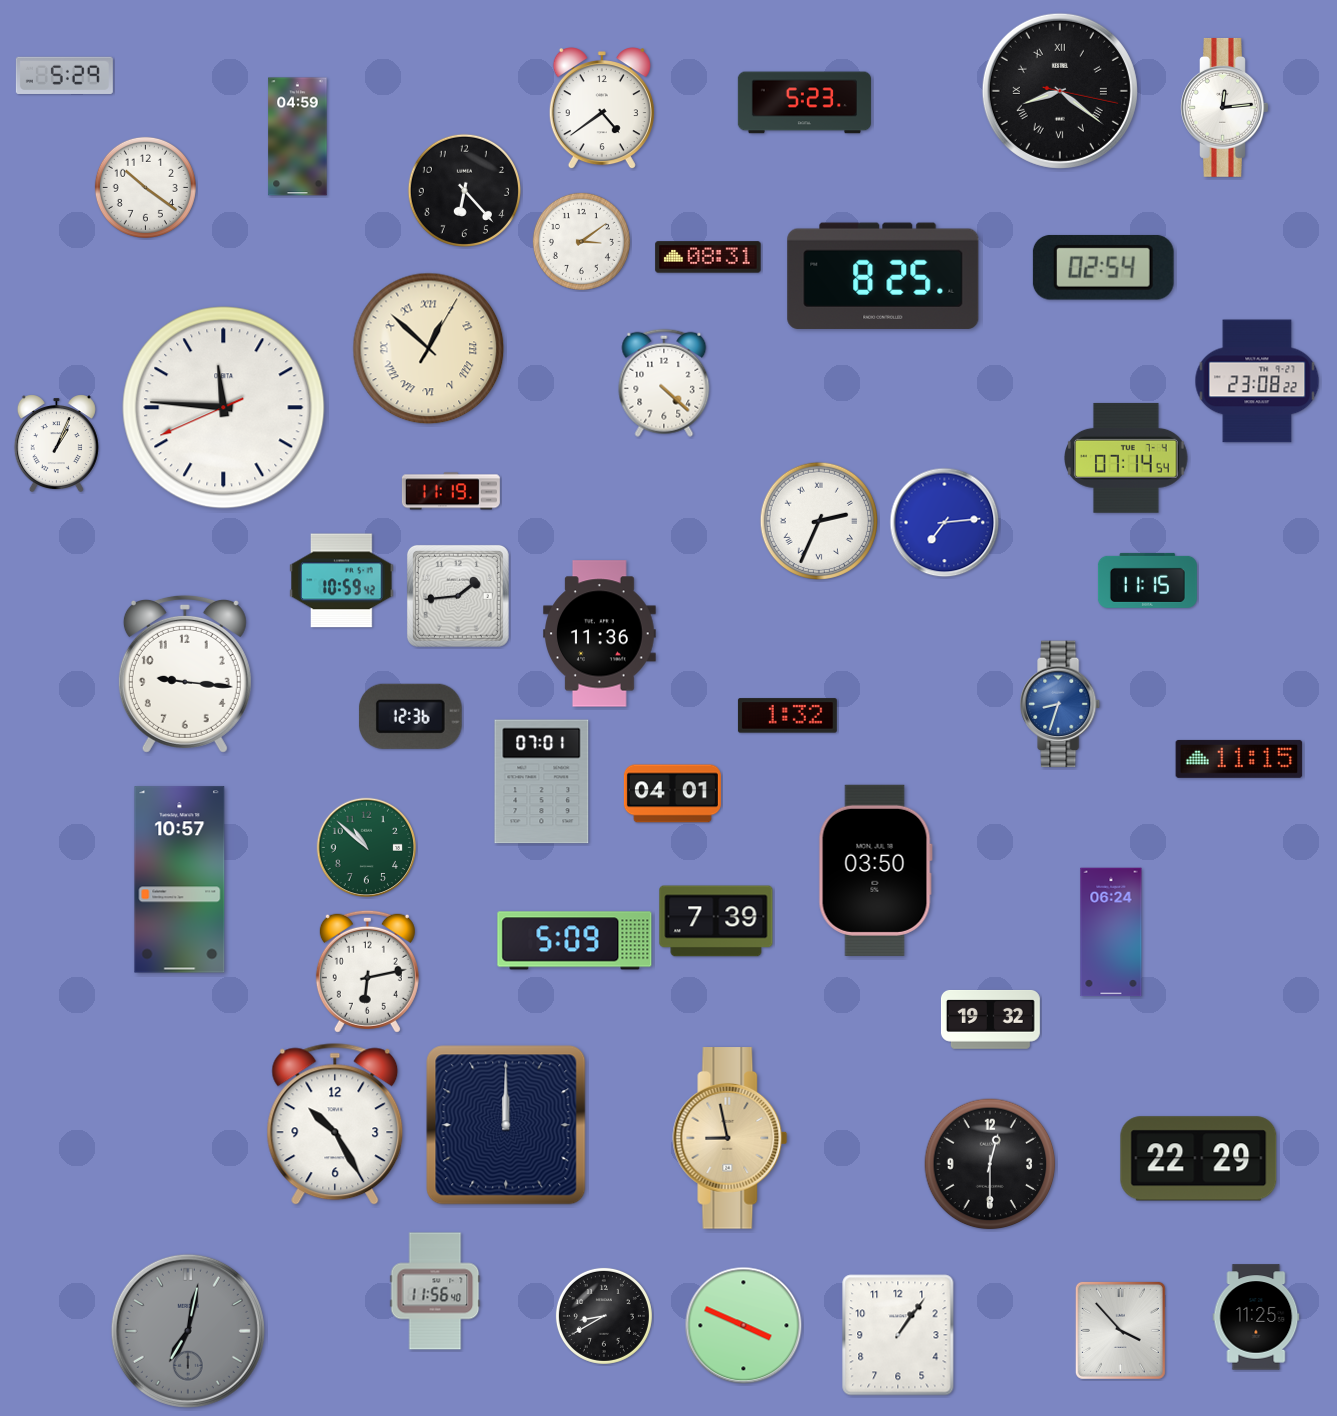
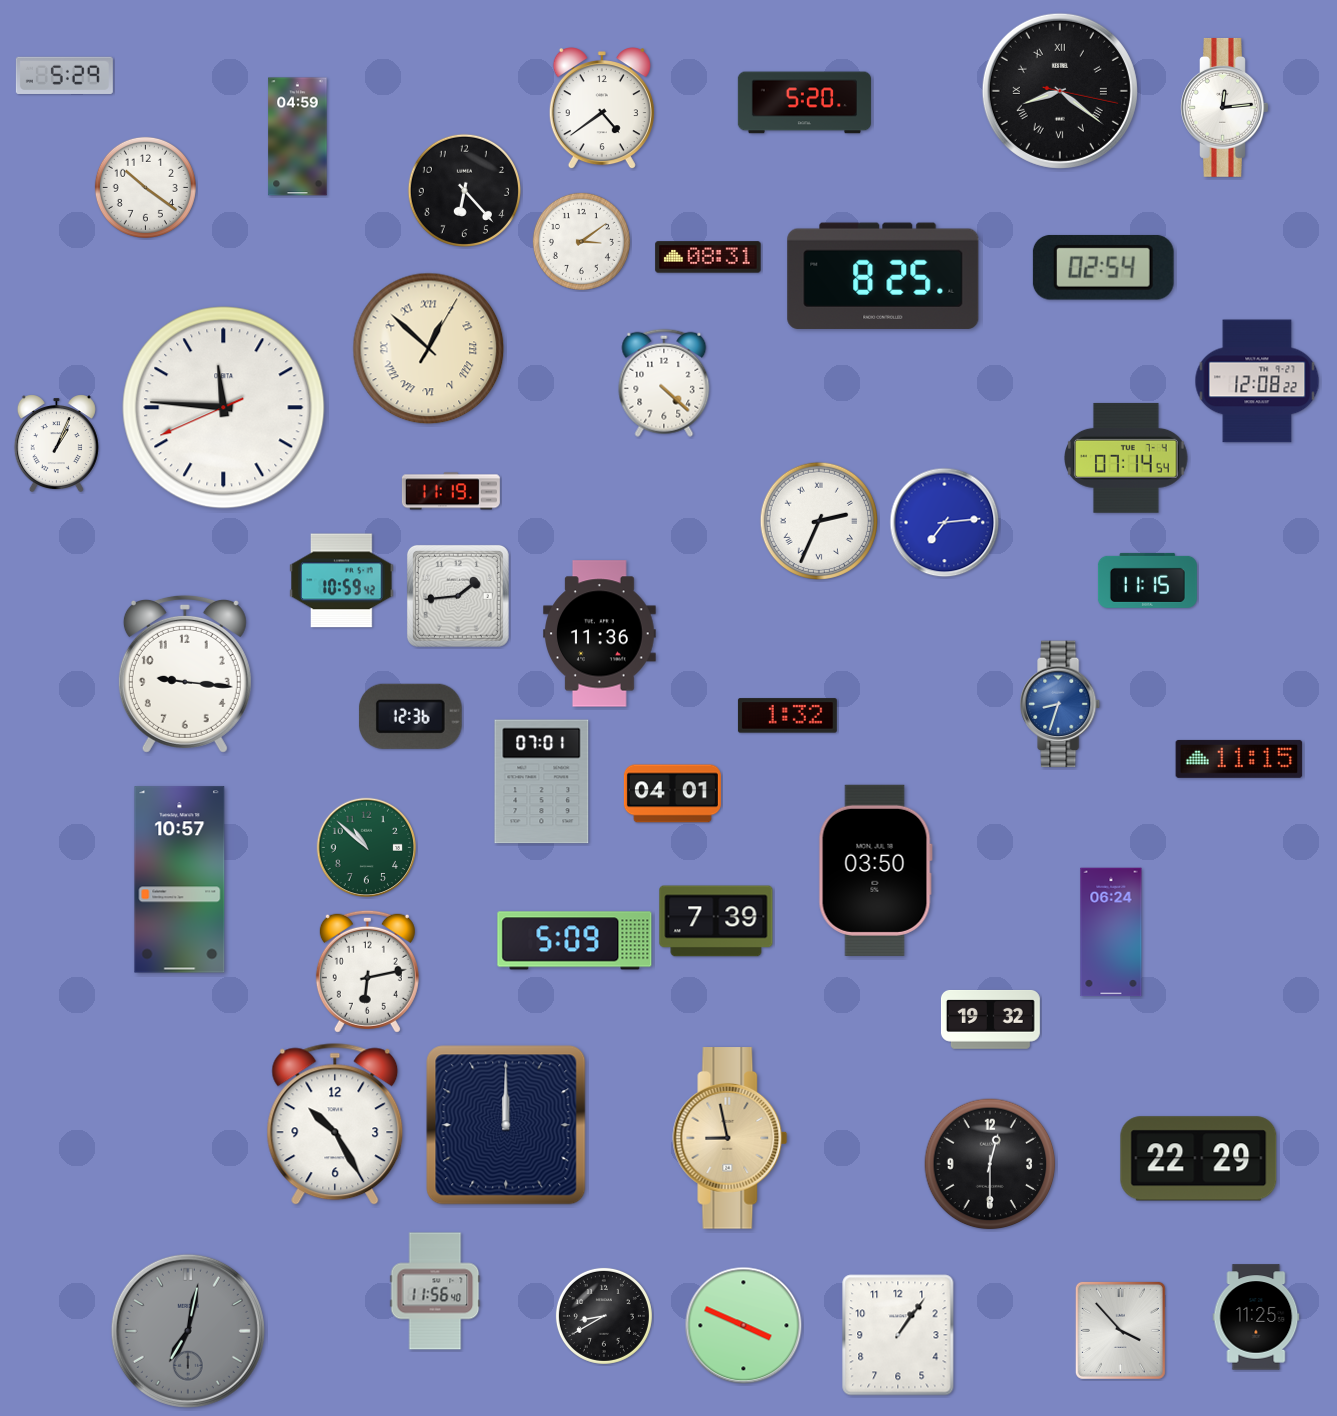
clock at (804, 103): 5:23 -> 5:20
clock at (1257, 381): 23:08 -> 12:08
